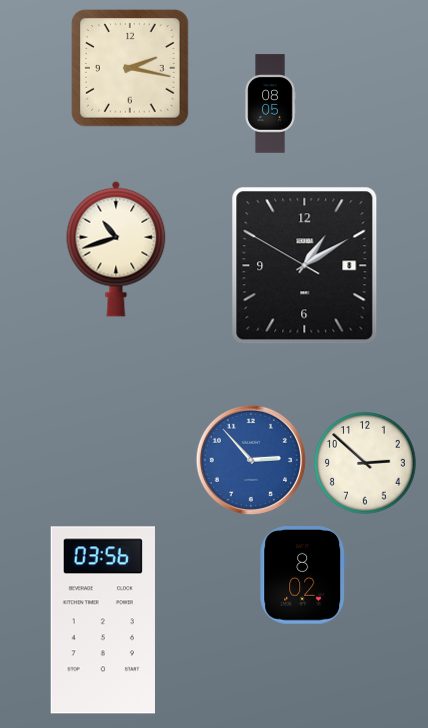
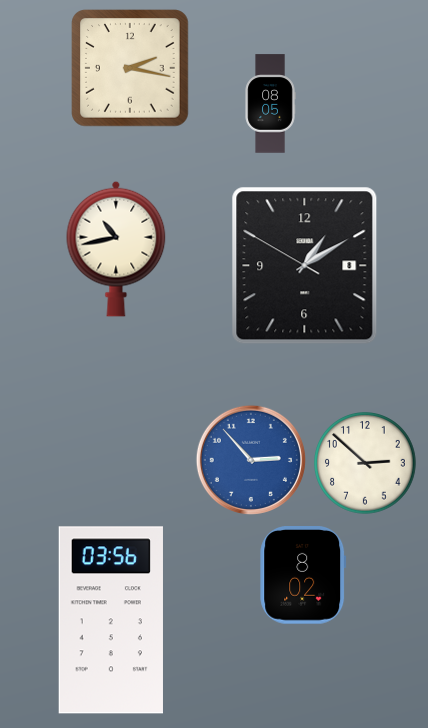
clock at (116, 249): 10:42 -> 10:43
clock at (103, 620) position: (103, 620) -> (111, 620)
